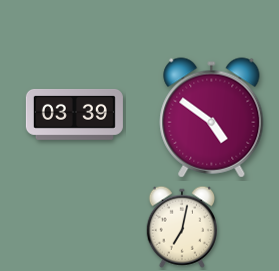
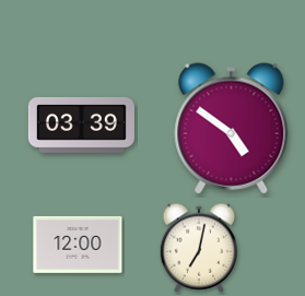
clock at (78, 245): none -> 12:00
